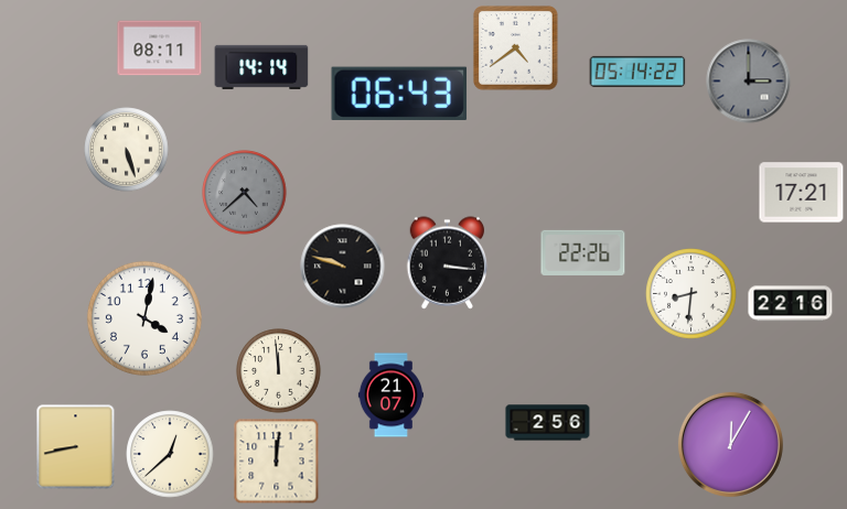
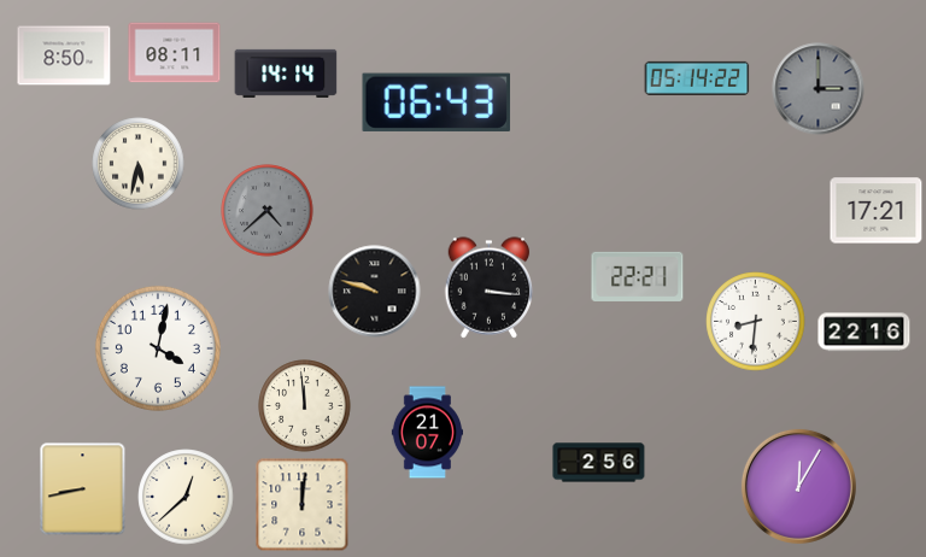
clock at (516, 48): 4:39 -> none
clock at (64, 55): none -> 8:50
clock at (127, 150): 5:27 -> 5:32
clock at (583, 252): 22:26 -> 22:21
